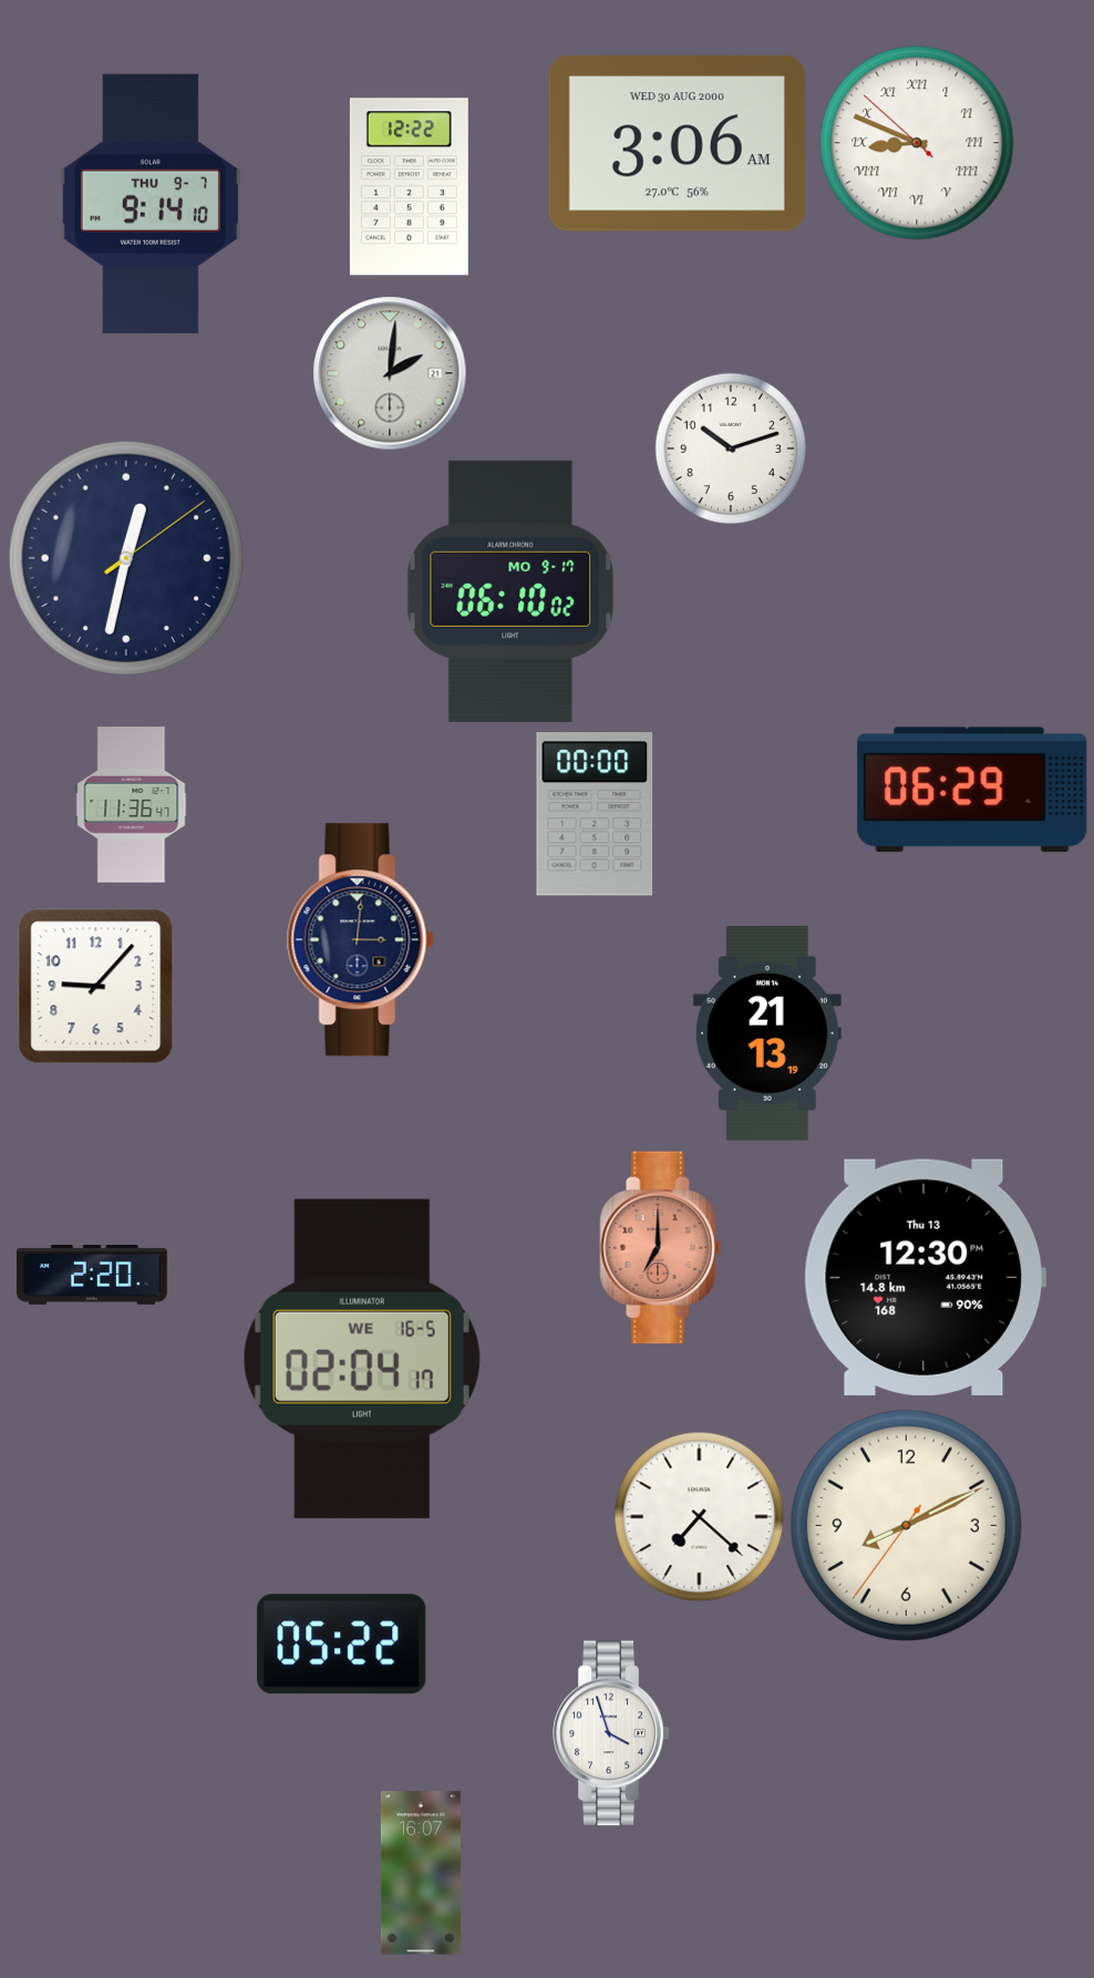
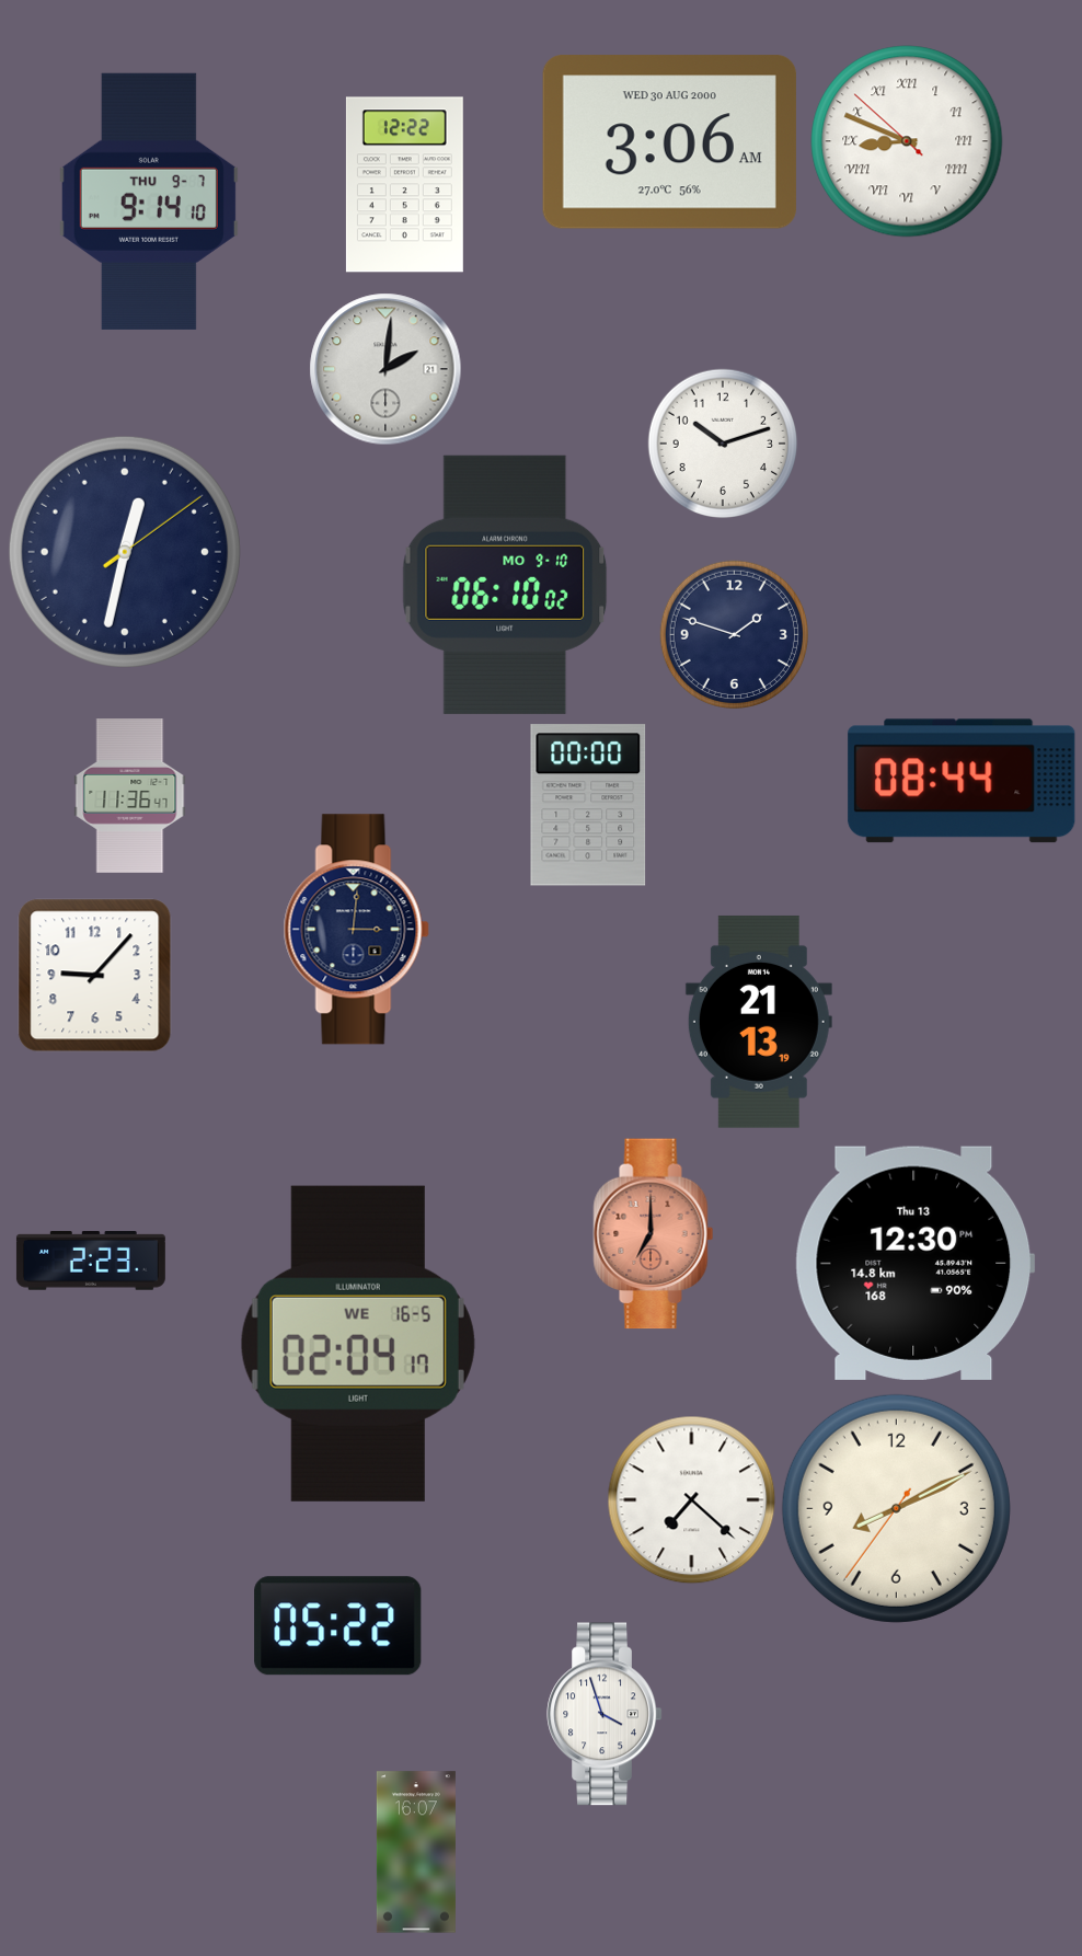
clock at (510, 591) date: MO 9-17 -> MO 9-10
clock at (734, 634): none -> 1:48
clock at (972, 790): 06:29 -> 08:44
clock at (92, 1275): 2:20 -> 2:23
